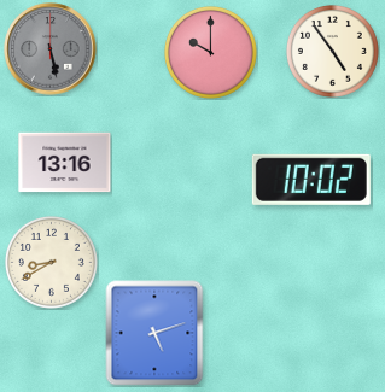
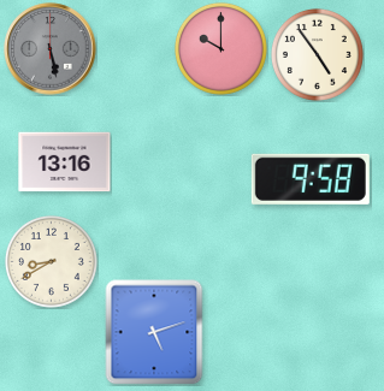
clock at (332, 51) position: (332, 51) -> (317, 54)
clock at (210, 52) position: (210, 52) -> (220, 48)
clock at (311, 180): 10:02 -> 9:58
